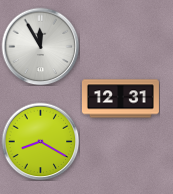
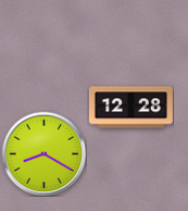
clock at (40, 46): 11:55 -> none
clock at (120, 99): 12:31 -> 12:28
